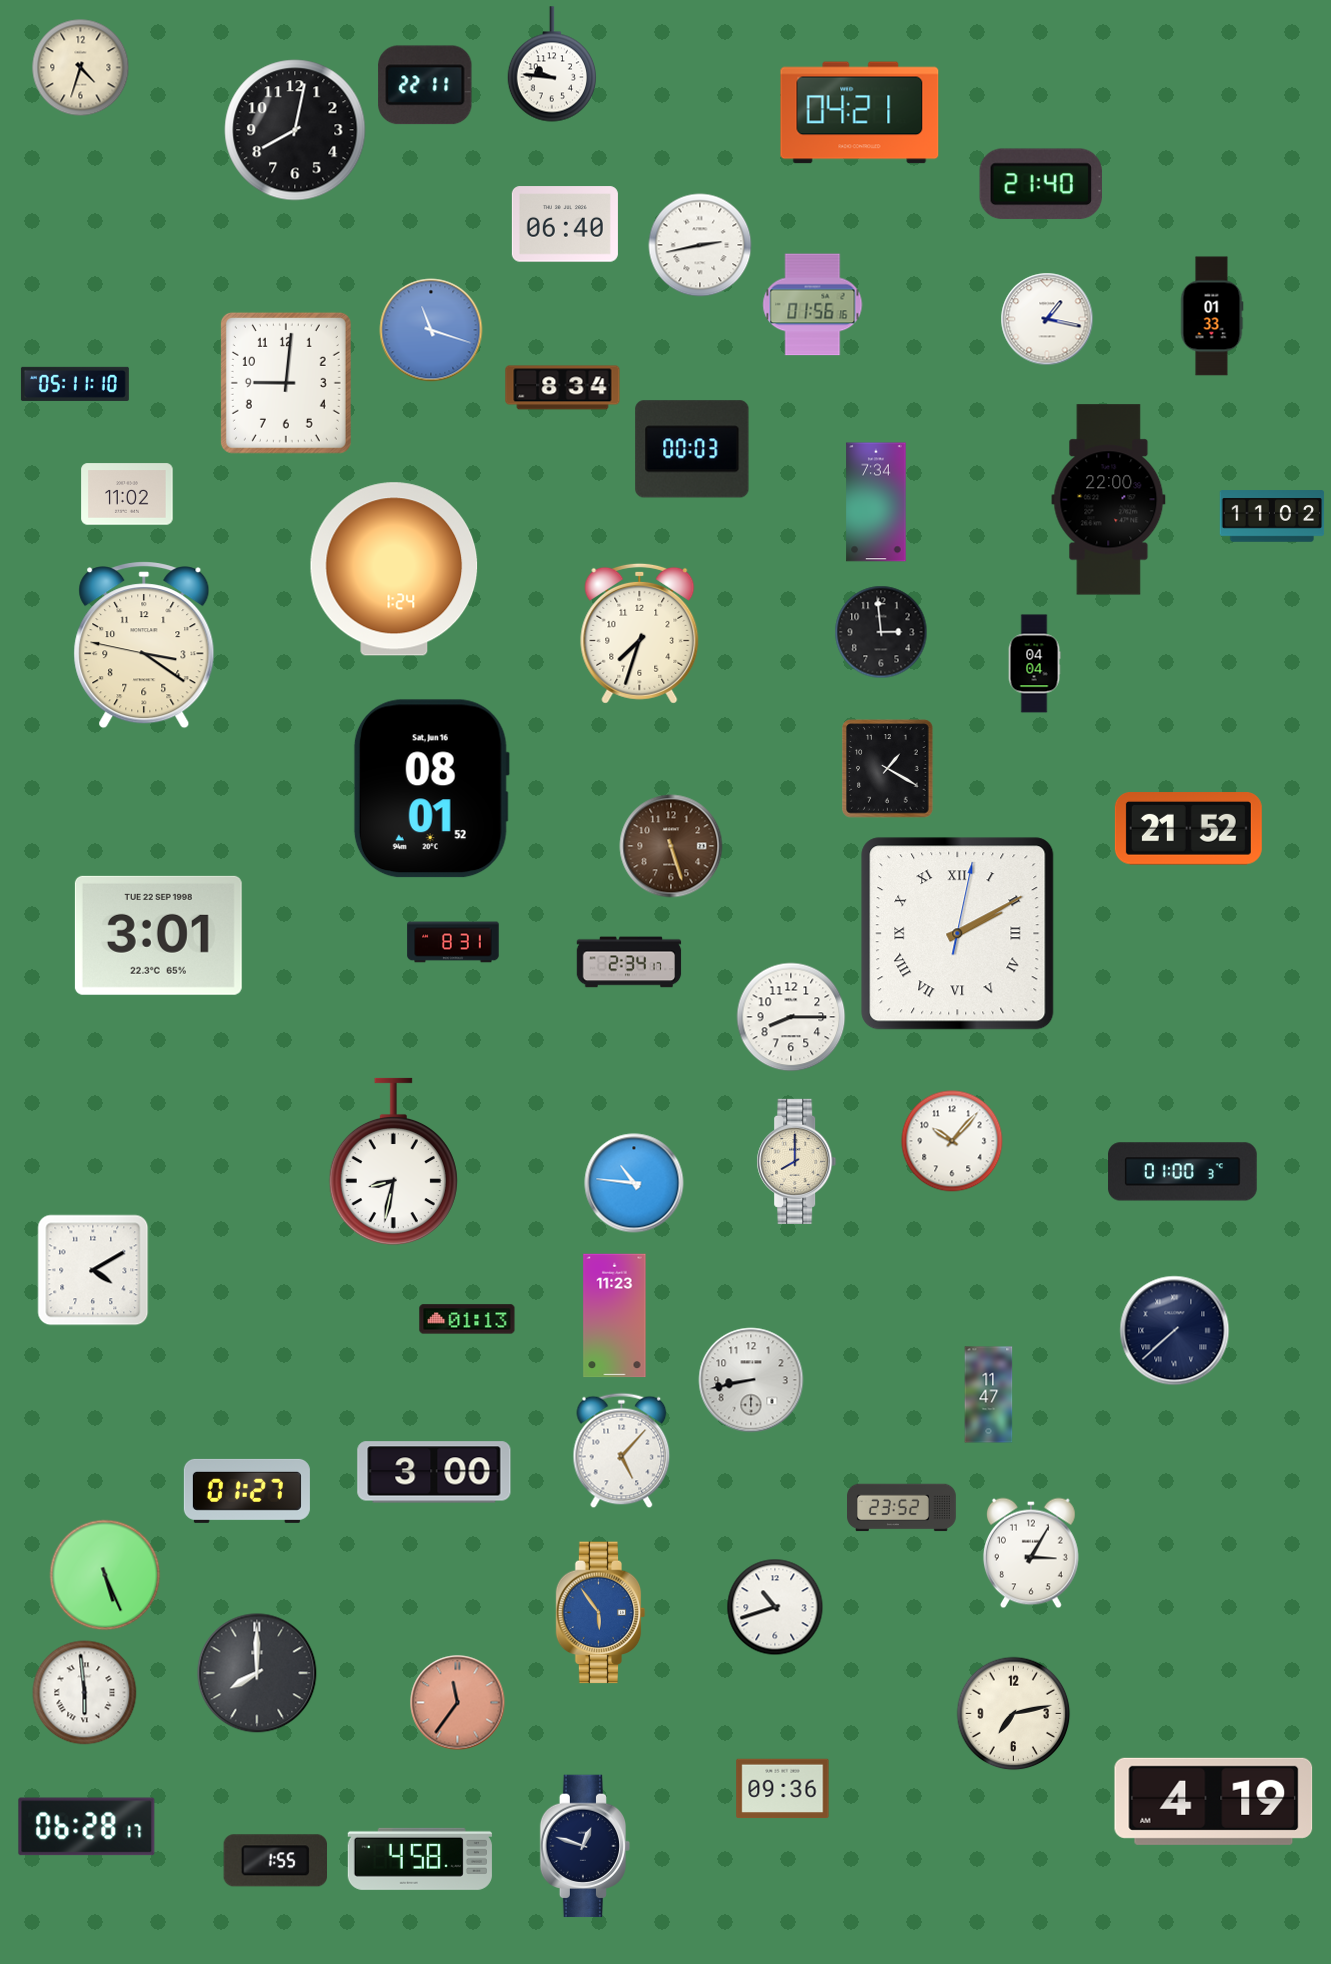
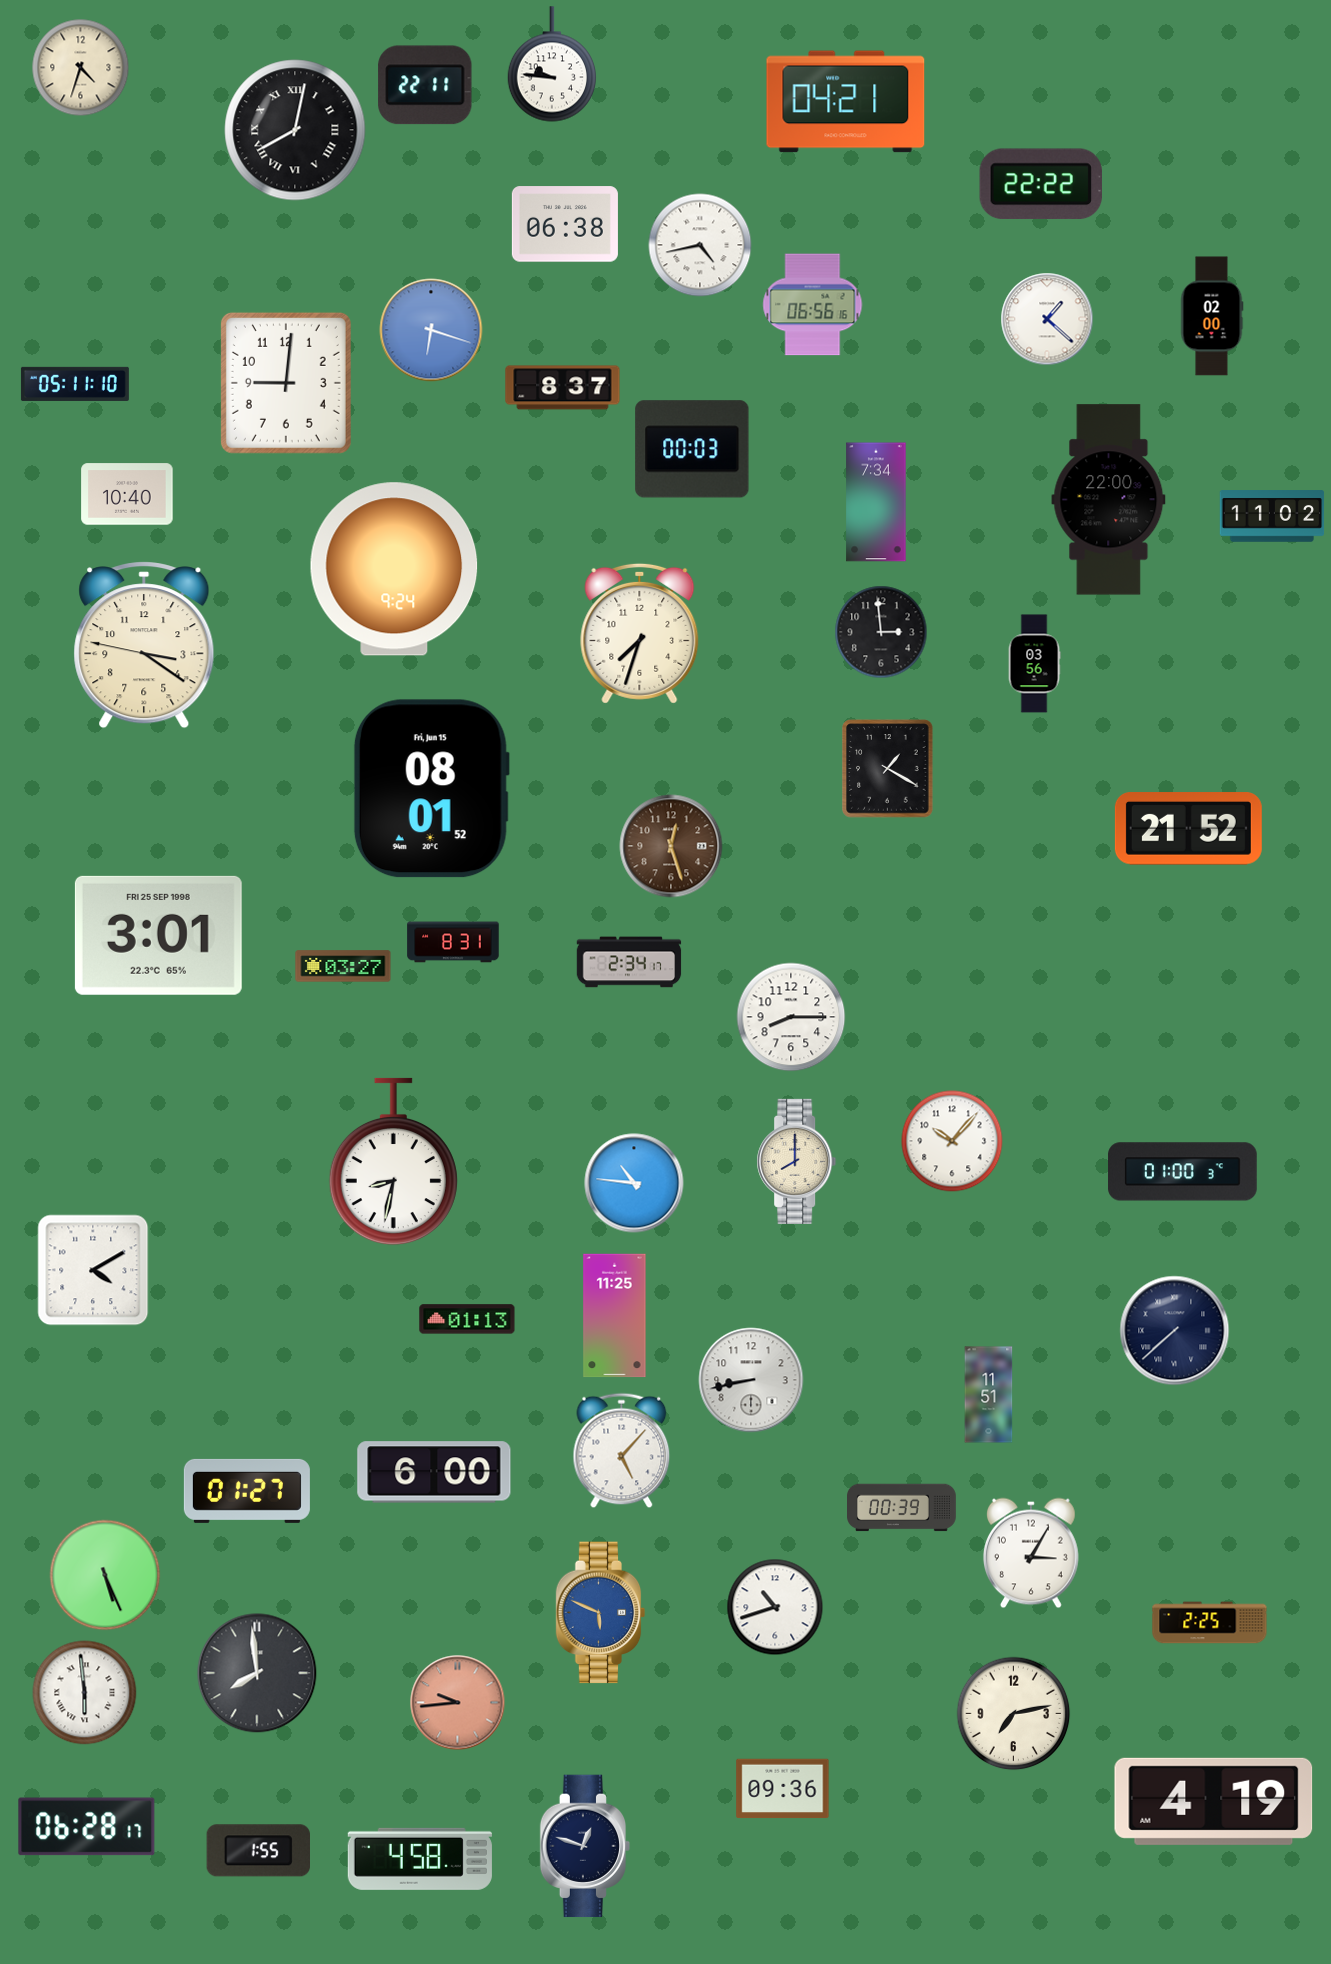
clock at (860, 113) position: (860, 113) -> (846, 102)
clock at (295, 130) numerals: Arabic -> Roman
clock at (1041, 184): 21:40 -> 22:22
clock at (565, 224): 06:40 -> 06:38
clock at (700, 245): 2:43 -> 4:43
clock at (813, 305): 01:56 -> 06:56
clock at (1212, 316): 01:33 -> 02:00
clock at (1047, 319): 1:17 -> 1:22
clock at (431, 330): 11:18 -> 6:18
clock at (563, 388): 8:34 -> 8:37
clock at (127, 494): 11:02 -> 10:40
clock at (394, 569): 1:24 -> 9:24
clock at (1034, 664): 04:04 -> 03:56
clock at (431, 789) date: Sat, Jun 16 -> Fri, Jun 15
clock at (671, 846): 5:27 -> 12:27
clock at (958, 934): 2:10 -> none
clock at (158, 935) date: TUE 22 SEP 1998 -> FRI 25 SEP 1998
clock at (343, 966): none -> 03:27
clock at (615, 1316): 11:23 -> 11:25
clock at (989, 1395): 11:47 -> 11:51
clock at (434, 1472): 3:00 -> 6:00
clock at (902, 1508): 23:52 -> 00:39
clock at (601, 1613): 5:54 -> 5:49
clock at (1210, 1623): none -> 2:25
clock at (257, 1673): 8:00 -> 7:59
clock at (458, 1703): 11:36 -> 9:44
clock at (275, 1861) position: (275, 1861) -> (258, 1851)
